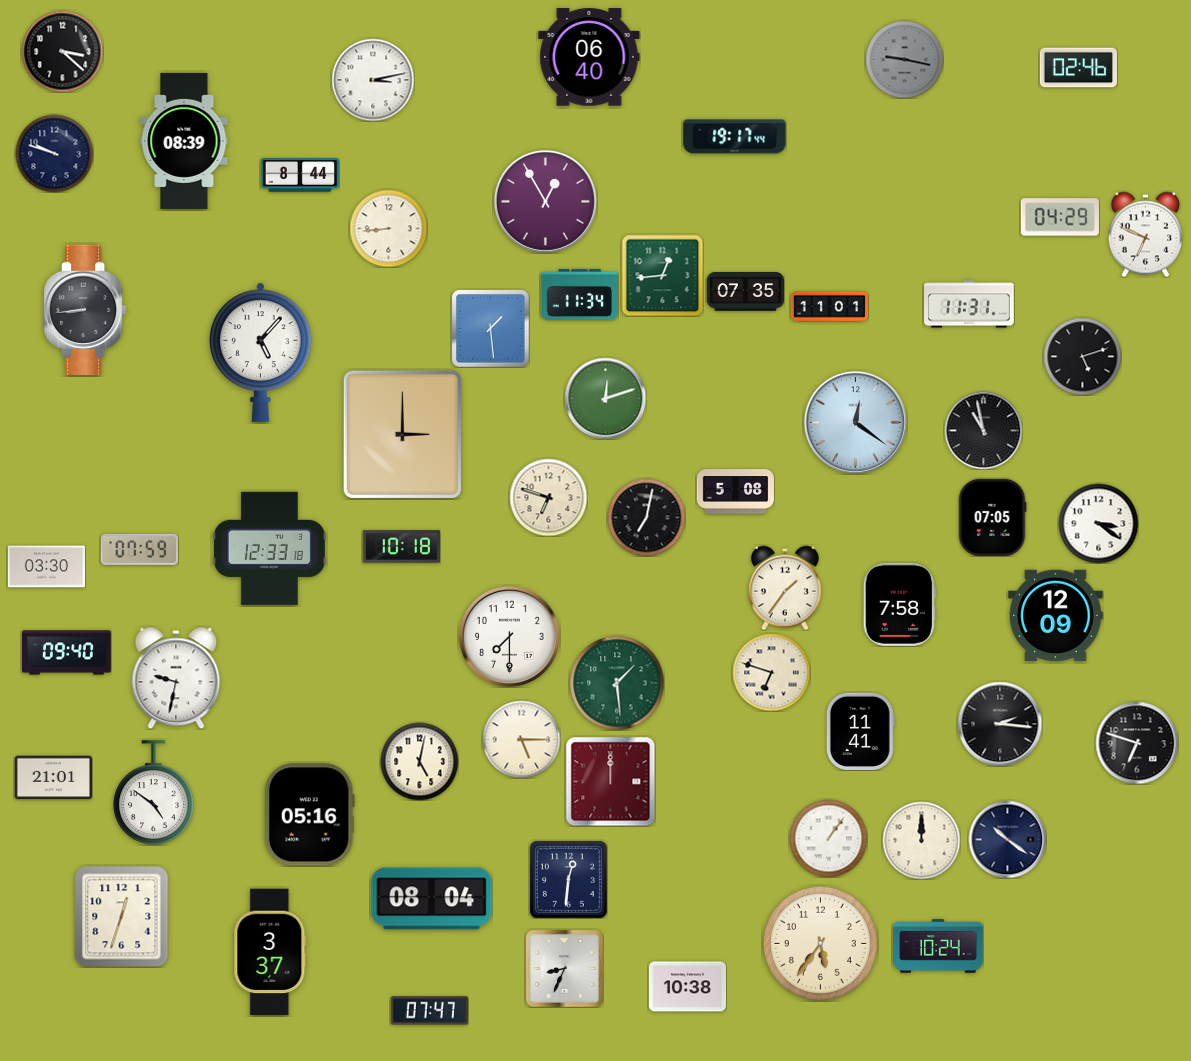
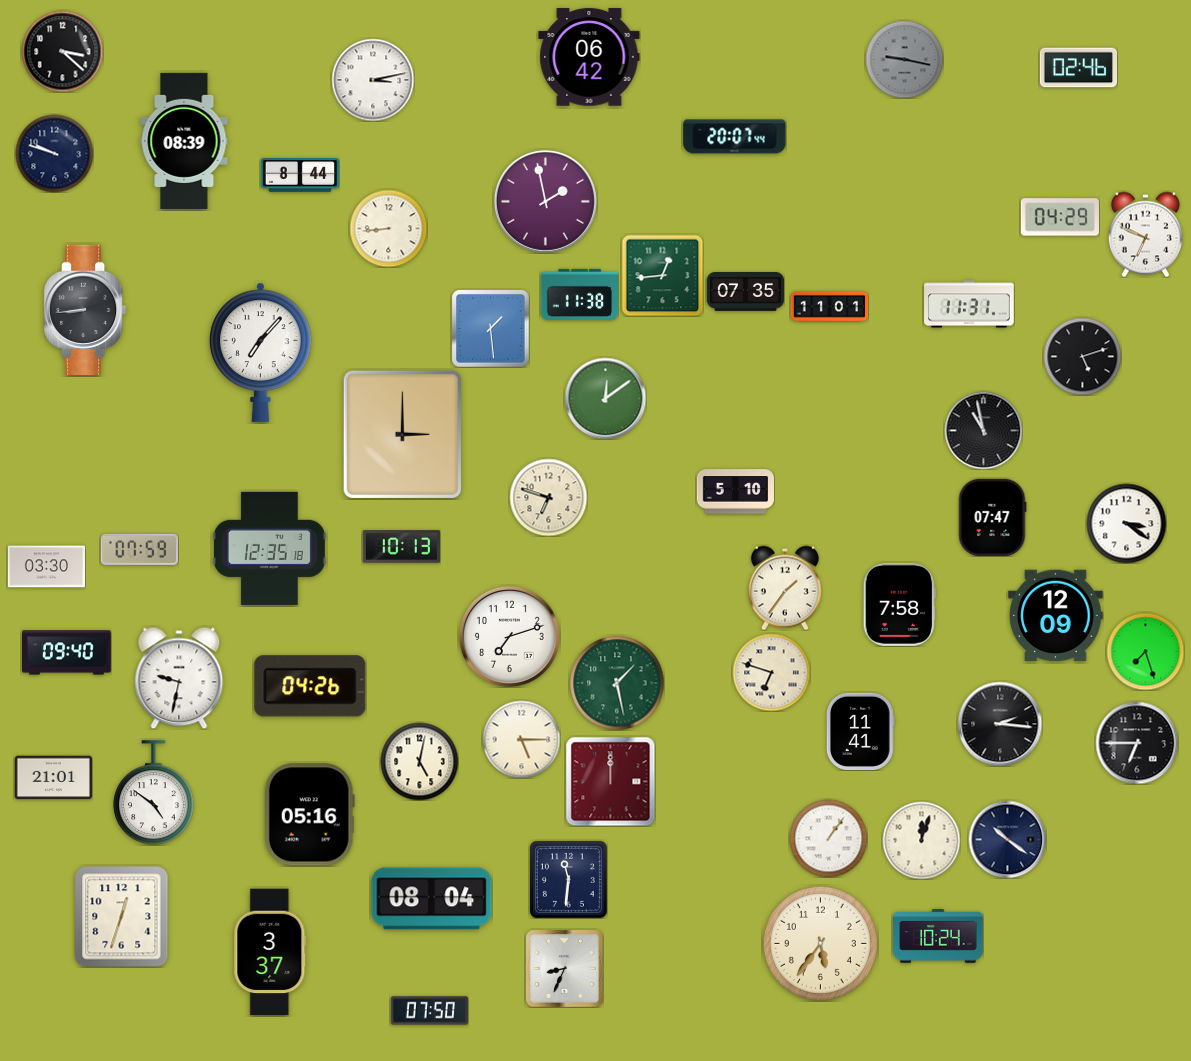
clock at (589, 57): 06:40 -> 06:42
clock at (735, 137): 19:17 -> 20:07
clock at (545, 201): 12:55 -> 1:58
clock at (579, 294): 11:34 -> 11:38
clock at (261, 352): 5:07 -> 7:07
clock at (605, 398): 12:12 -> 12:09
clock at (855, 422): 12:21 -> none
clock at (735, 492): 5:08 -> 5:10
clock at (646, 517): 7:02 -> none
clock at (992, 517): 07:05 -> 07:47
clock at (1098, 523) position: (1098, 523) -> (1126, 523)
clock at (401, 547): 10:18 -> 10:13
clock at (269, 548): 12:33 -> 12:35
clock at (509, 636): 7:30 -> 7:12
clock at (1145, 651): none -> 7:27
clock at (176, 678) position: (176, 678) -> (179, 678)
clock at (617, 683): 1:29 -> 1:28
clock at (310, 686): none -> 04:26
clock at (1137, 743): 6:48 -> 6:45
clock at (921, 840): 12:00 -> 12:03
clock at (568, 879): 12:31 -> 11:31
clock at (938, 946) position: (938, 946) -> (938, 936)
clock at (687, 987): 10:38 -> none
clock at (429, 1011): 07:47 -> 07:50
